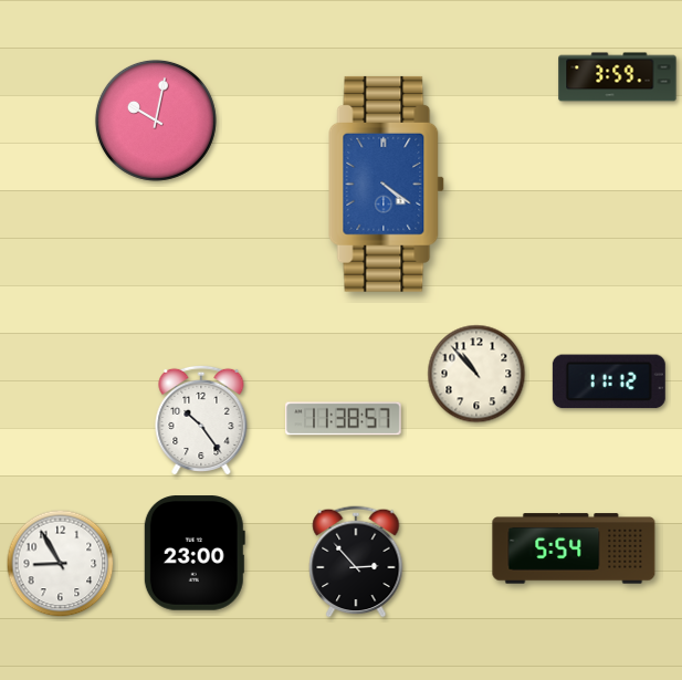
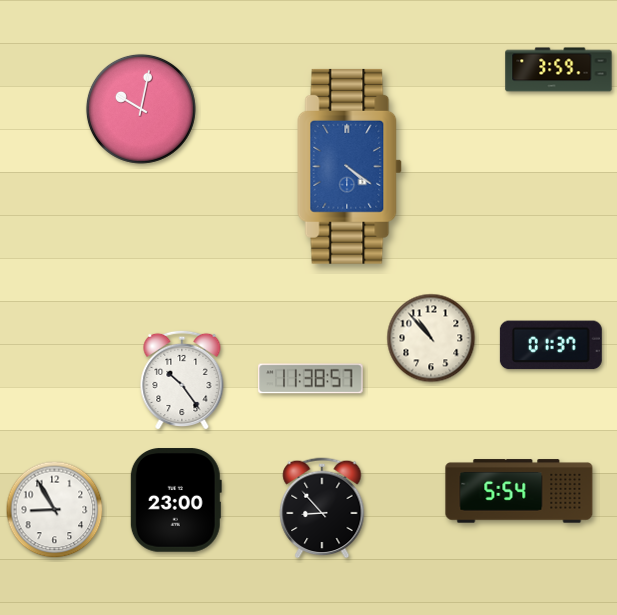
clock at (609, 381): 11:12 -> 01:37
clock at (574, 548) position: (574, 548) -> (519, 491)
clock at (356, 562): 2:53 -> 8:53
